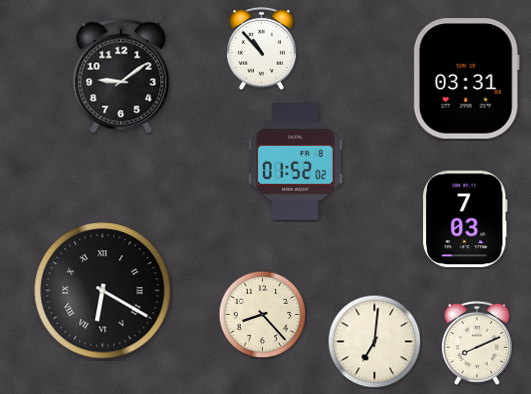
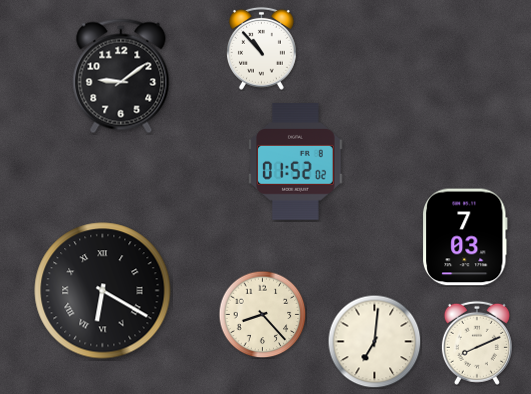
clock at (466, 79): 03:31 -> none
clock at (466, 219) position: (466, 219) -> (466, 237)
